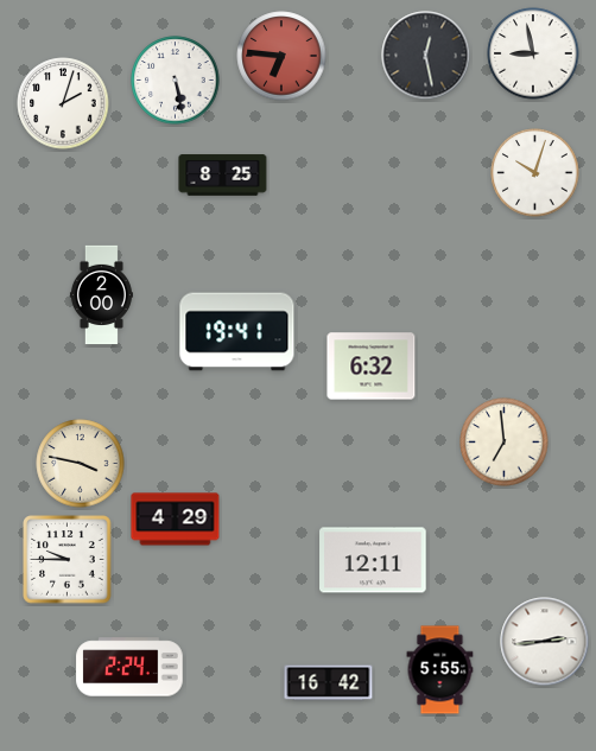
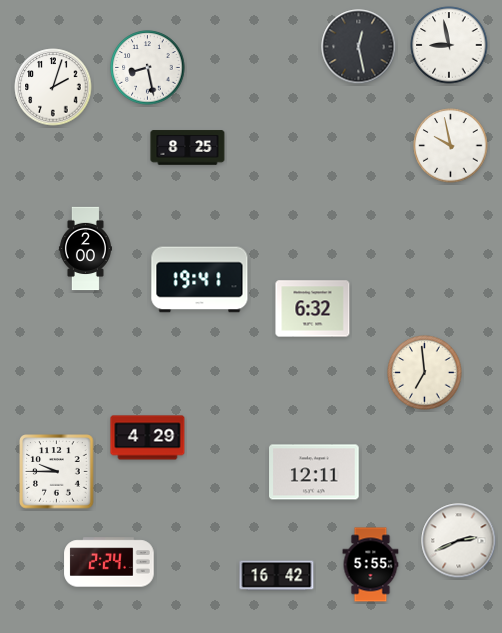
clock at (281, 56): 6:46 -> none
clock at (176, 81): 5:28 -> 8:28
clock at (535, 173): 10:03 -> 9:58
clock at (81, 464): 3:47 -> none
clock at (545, 642): 2:44 -> 2:41
